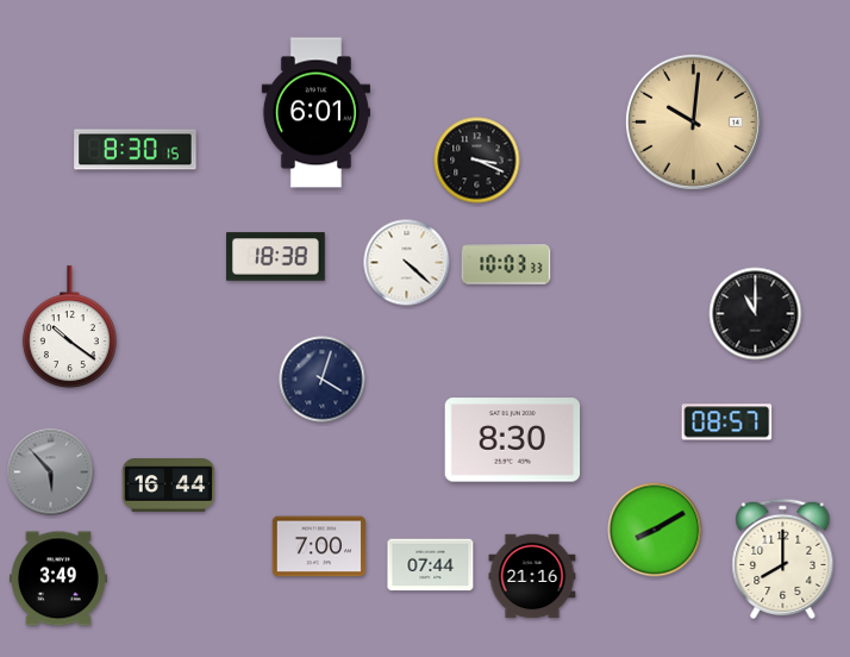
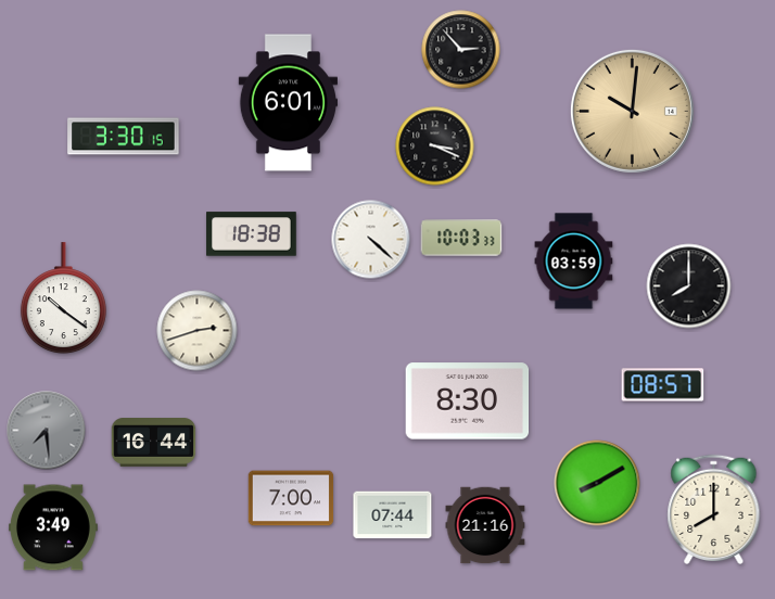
clock at (461, 50): none -> 2:53
clock at (136, 150): 8:30 -> 3:30
clock at (506, 264) position: (506, 264) -> (461, 238)
clock at (574, 262): none -> 03:59
clock at (756, 314): 11:00 -> 8:00
clock at (198, 331): none -> 2:42
clock at (323, 380): 4:03 -> none
clock at (51, 473): 5:53 -> 7:29
